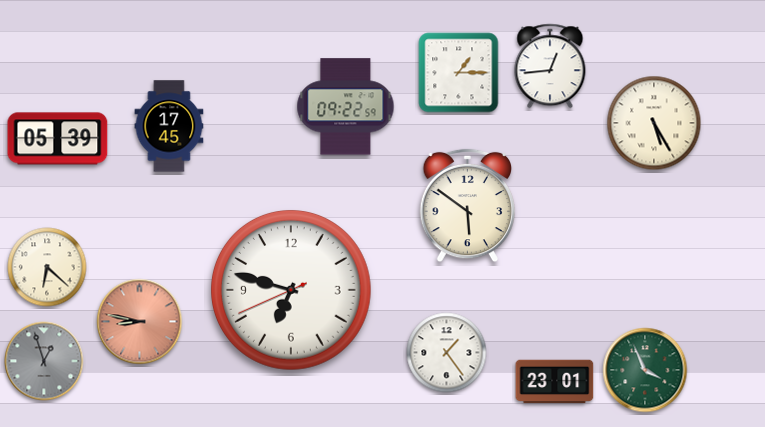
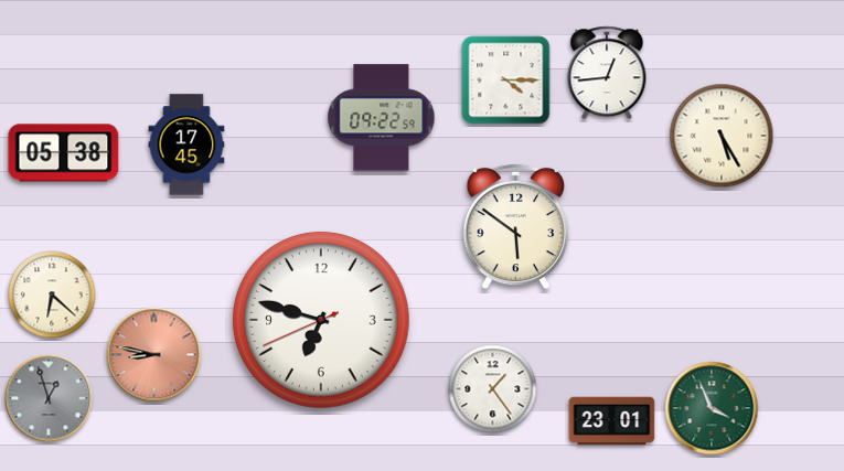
clock at (459, 73): 1:15 -> 4:15
clock at (169, 126) position: (169, 126) -> (186, 144)
clock at (58, 139): 05:39 -> 05:38
